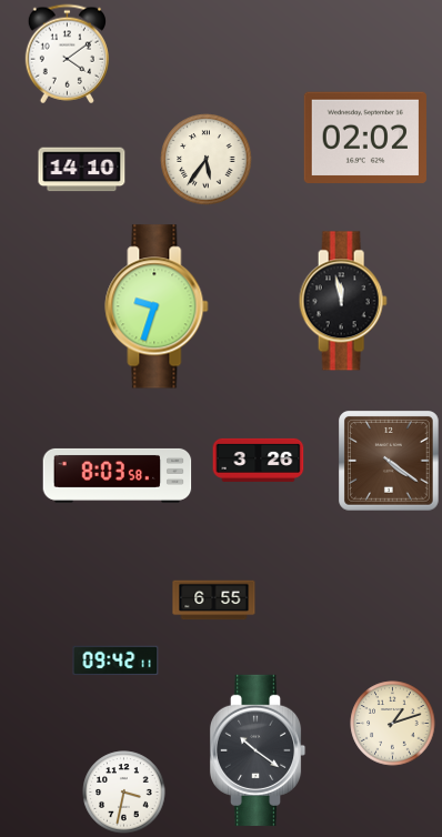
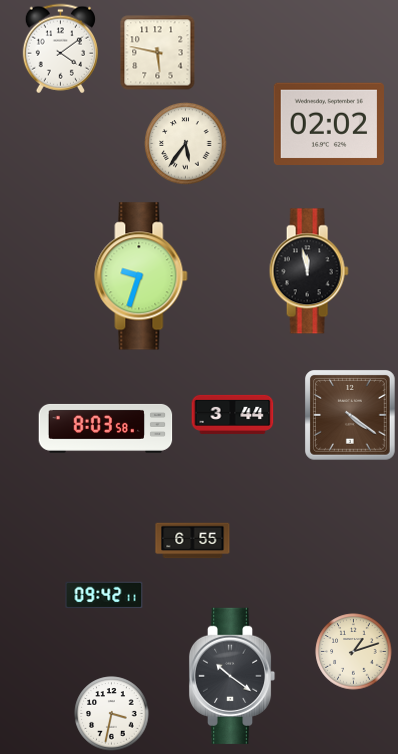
clock at (158, 53): none -> 5:47
clock at (82, 170): 14:10 -> none
clock at (259, 460): 3:26 -> 3:44
